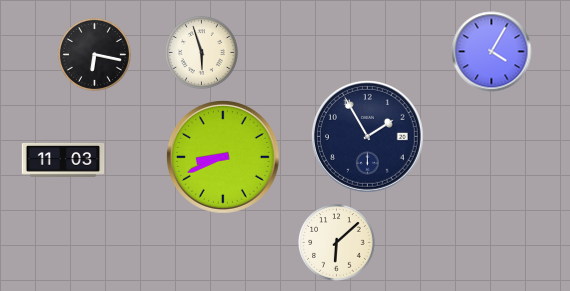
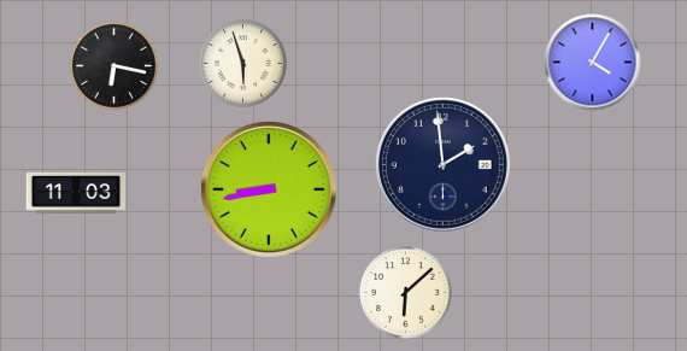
clock at (367, 136): 1:55 -> 1:59
clock at (223, 157): 8:41 -> 8:43
